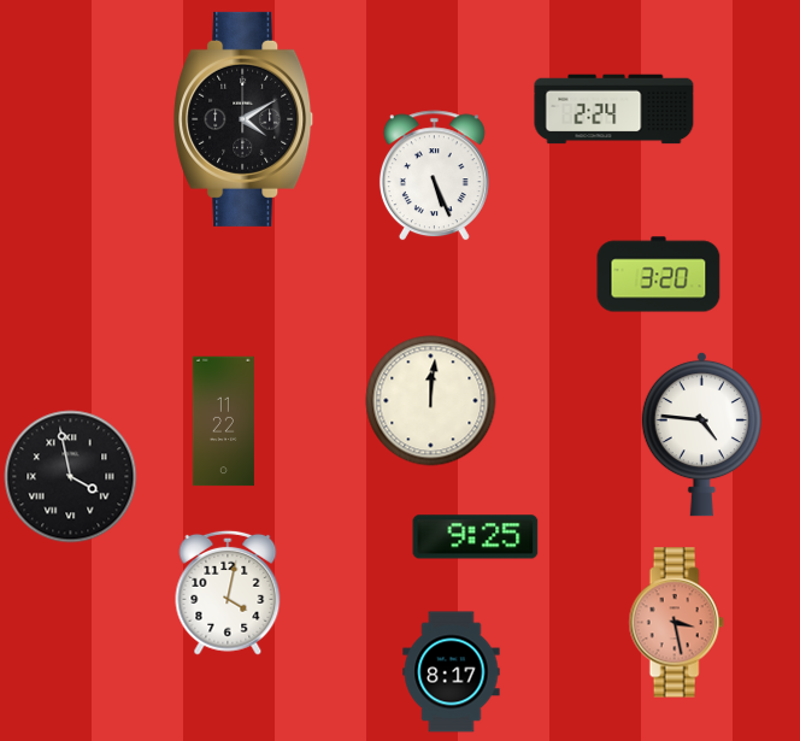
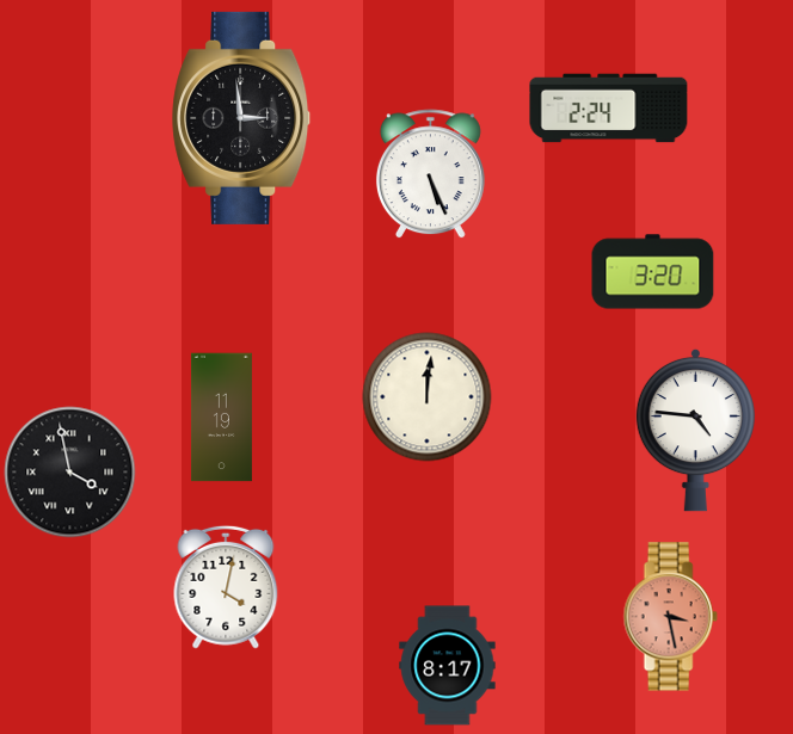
clock at (243, 119): 4:10 -> 2:59
clock at (223, 422): 11:22 -> 11:19
clock at (476, 537): 9:25 -> none
